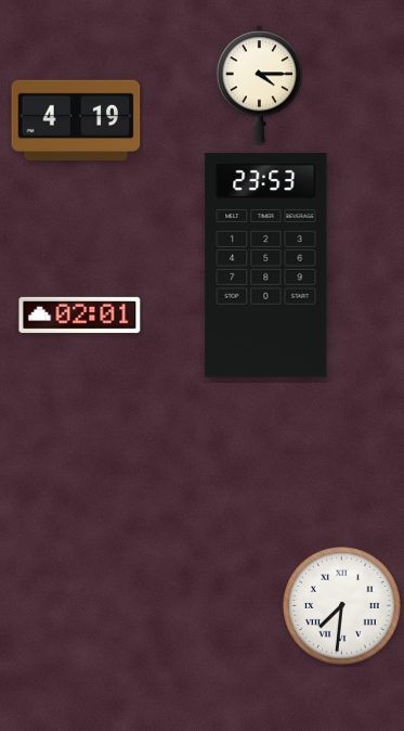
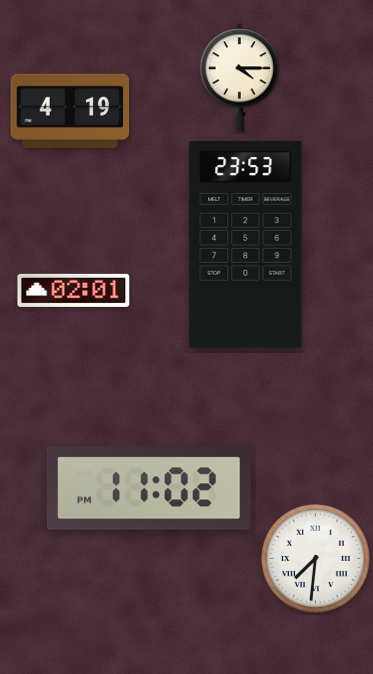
clock at (149, 488): none -> 11:02
